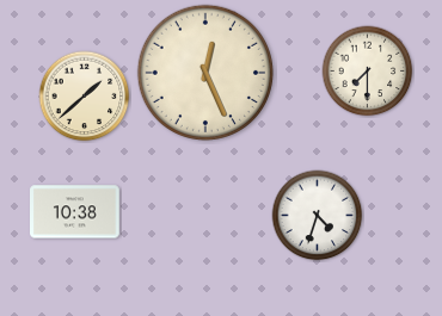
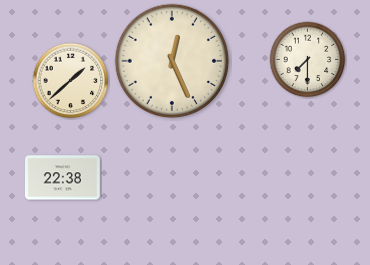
clock at (75, 212): 10:38 -> 22:38
clock at (318, 216): 4:33 -> none
